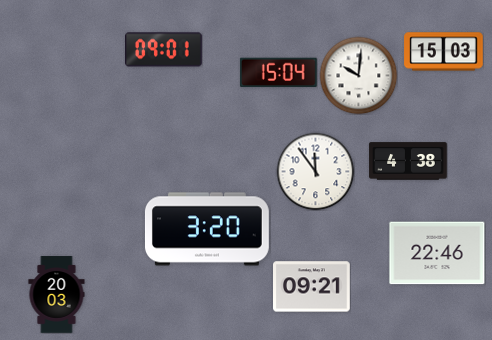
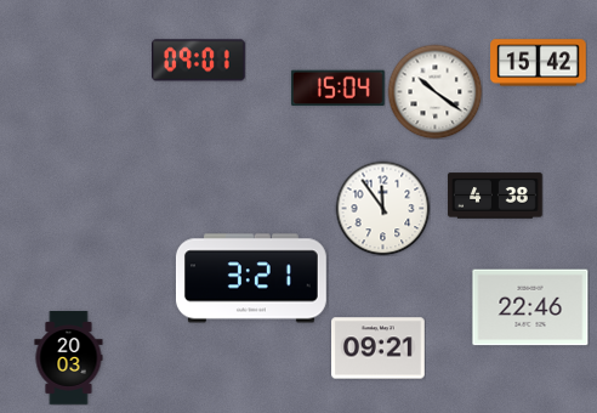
clock at (444, 52): 15:03 -> 15:42
clock at (358, 75): 10:01 -> 10:21
clock at (207, 229): 3:20 -> 3:21
